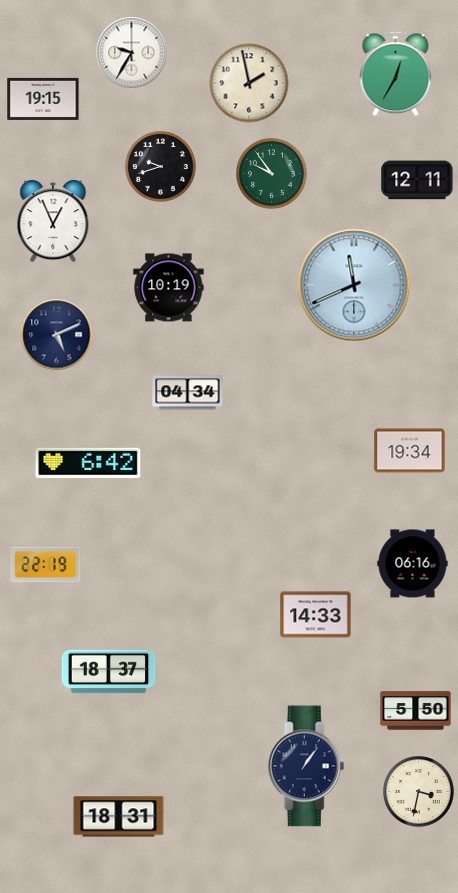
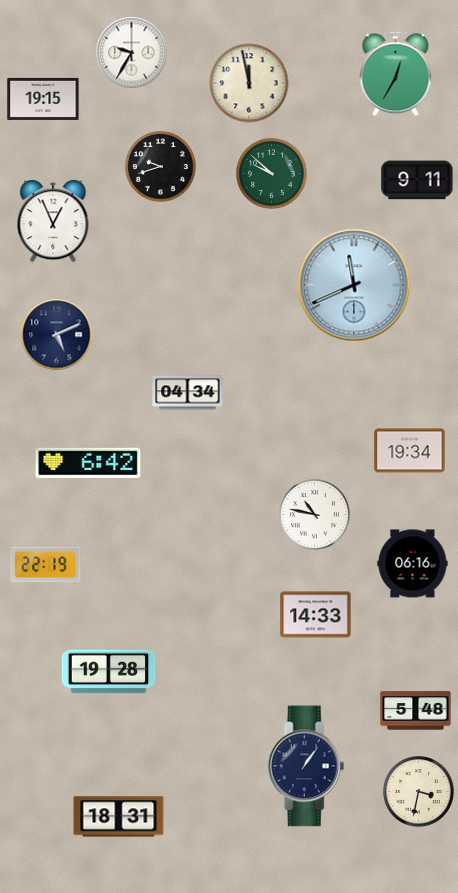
clock at (249, 83): 1:58 -> 11:58
clock at (272, 174): 9:54 -> 9:52
clock at (417, 180): 12:11 -> 9:11
clock at (169, 288): 10:19 -> none
clock at (315, 515): none -> 10:47
clock at (109, 672): 18:37 -> 19:28
clock at (416, 711): 5:50 -> 5:48
